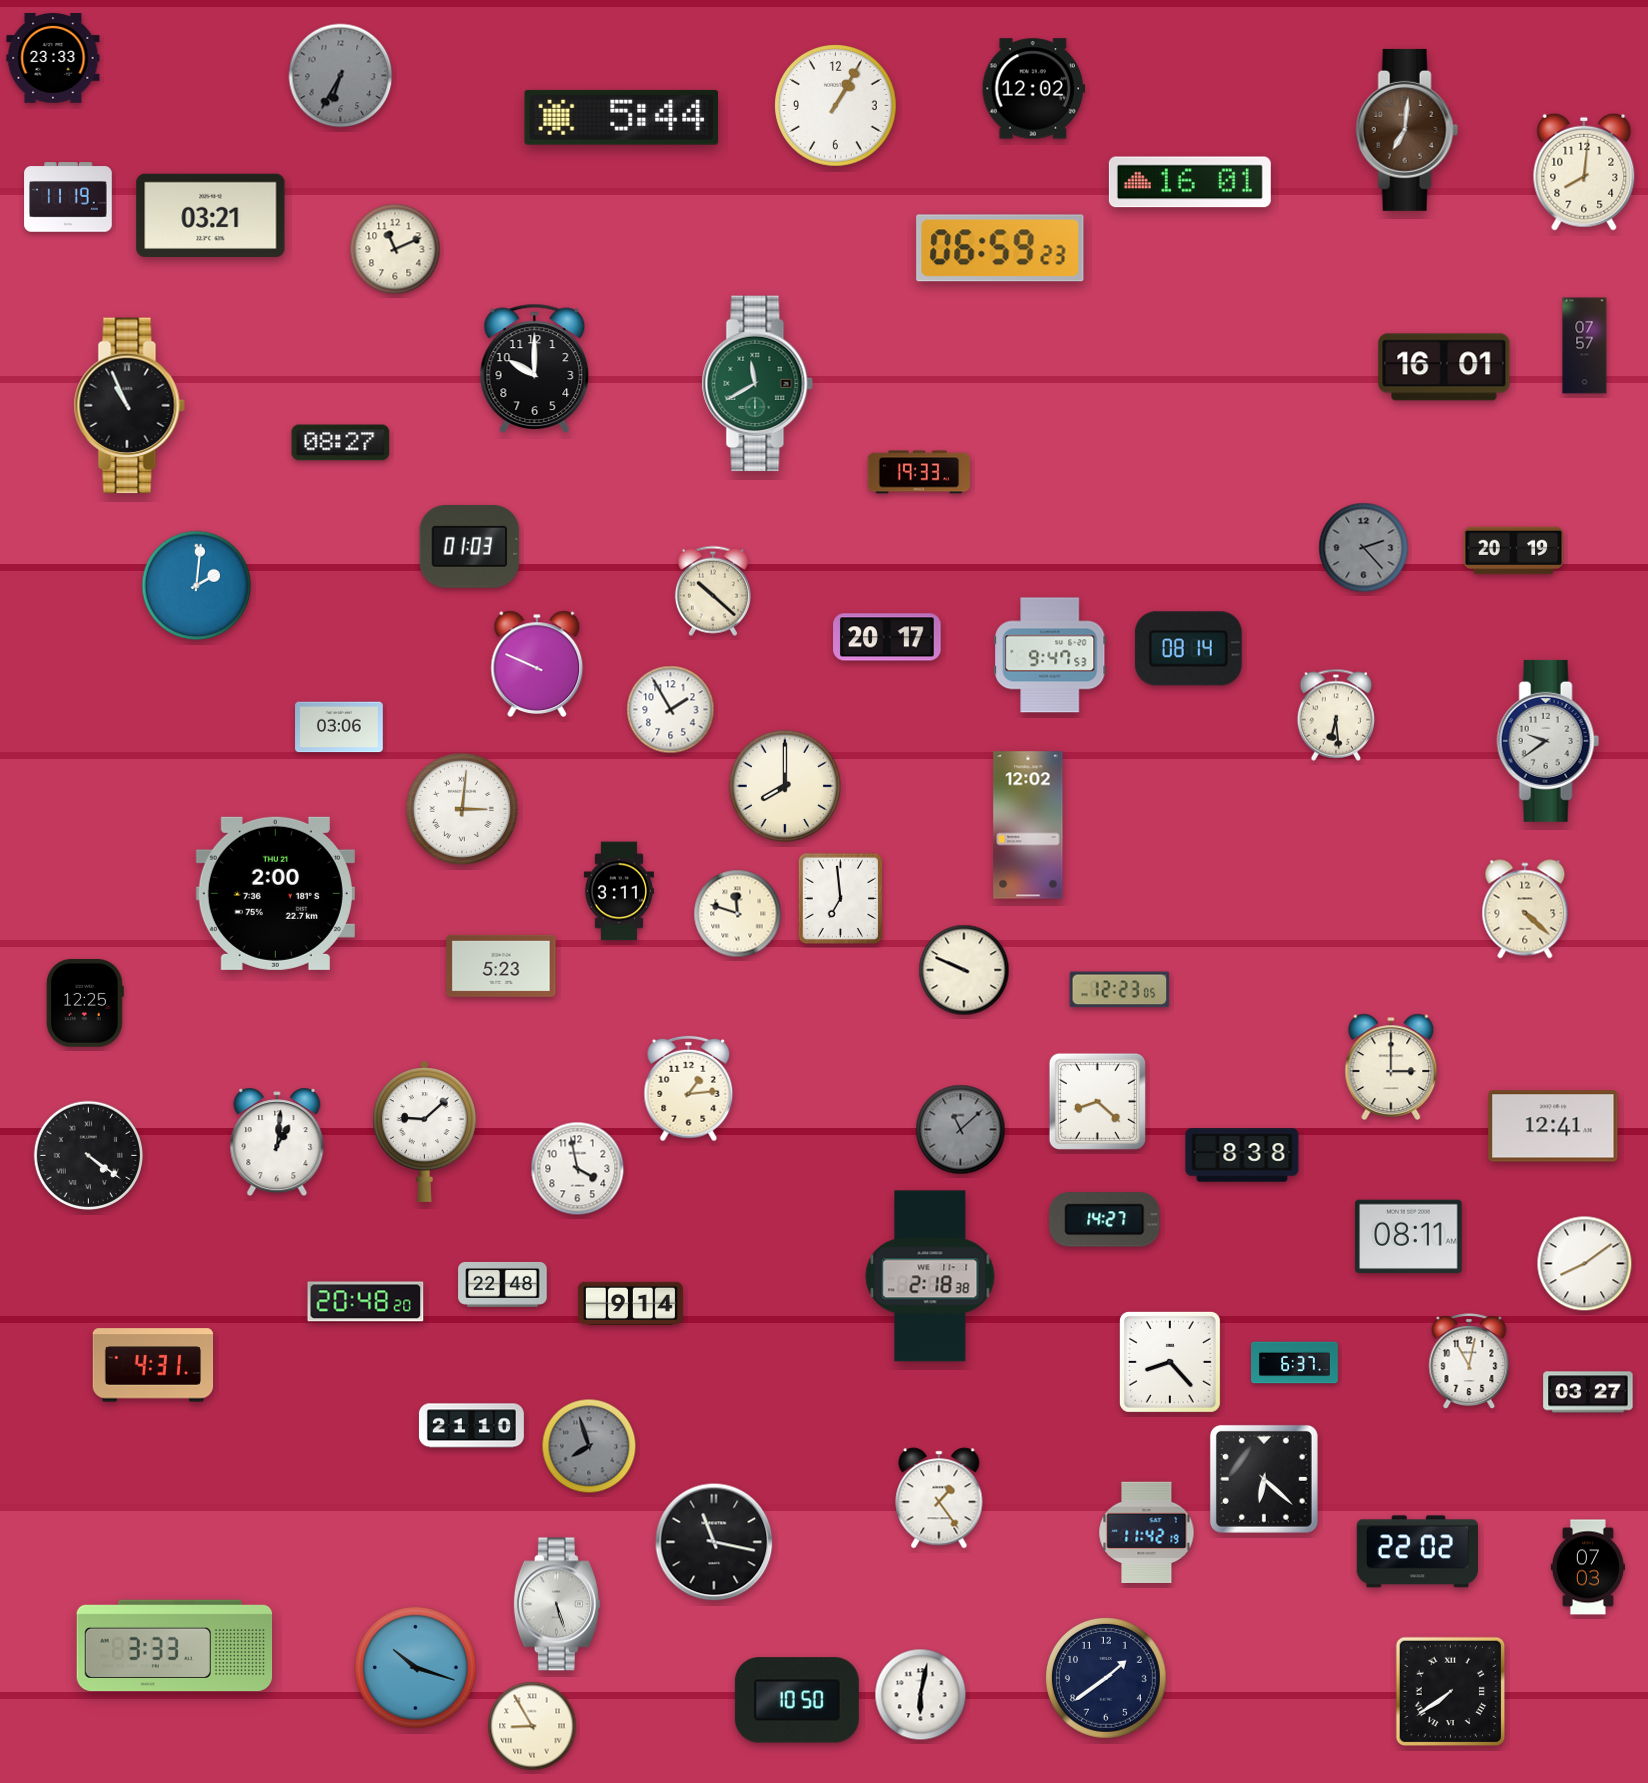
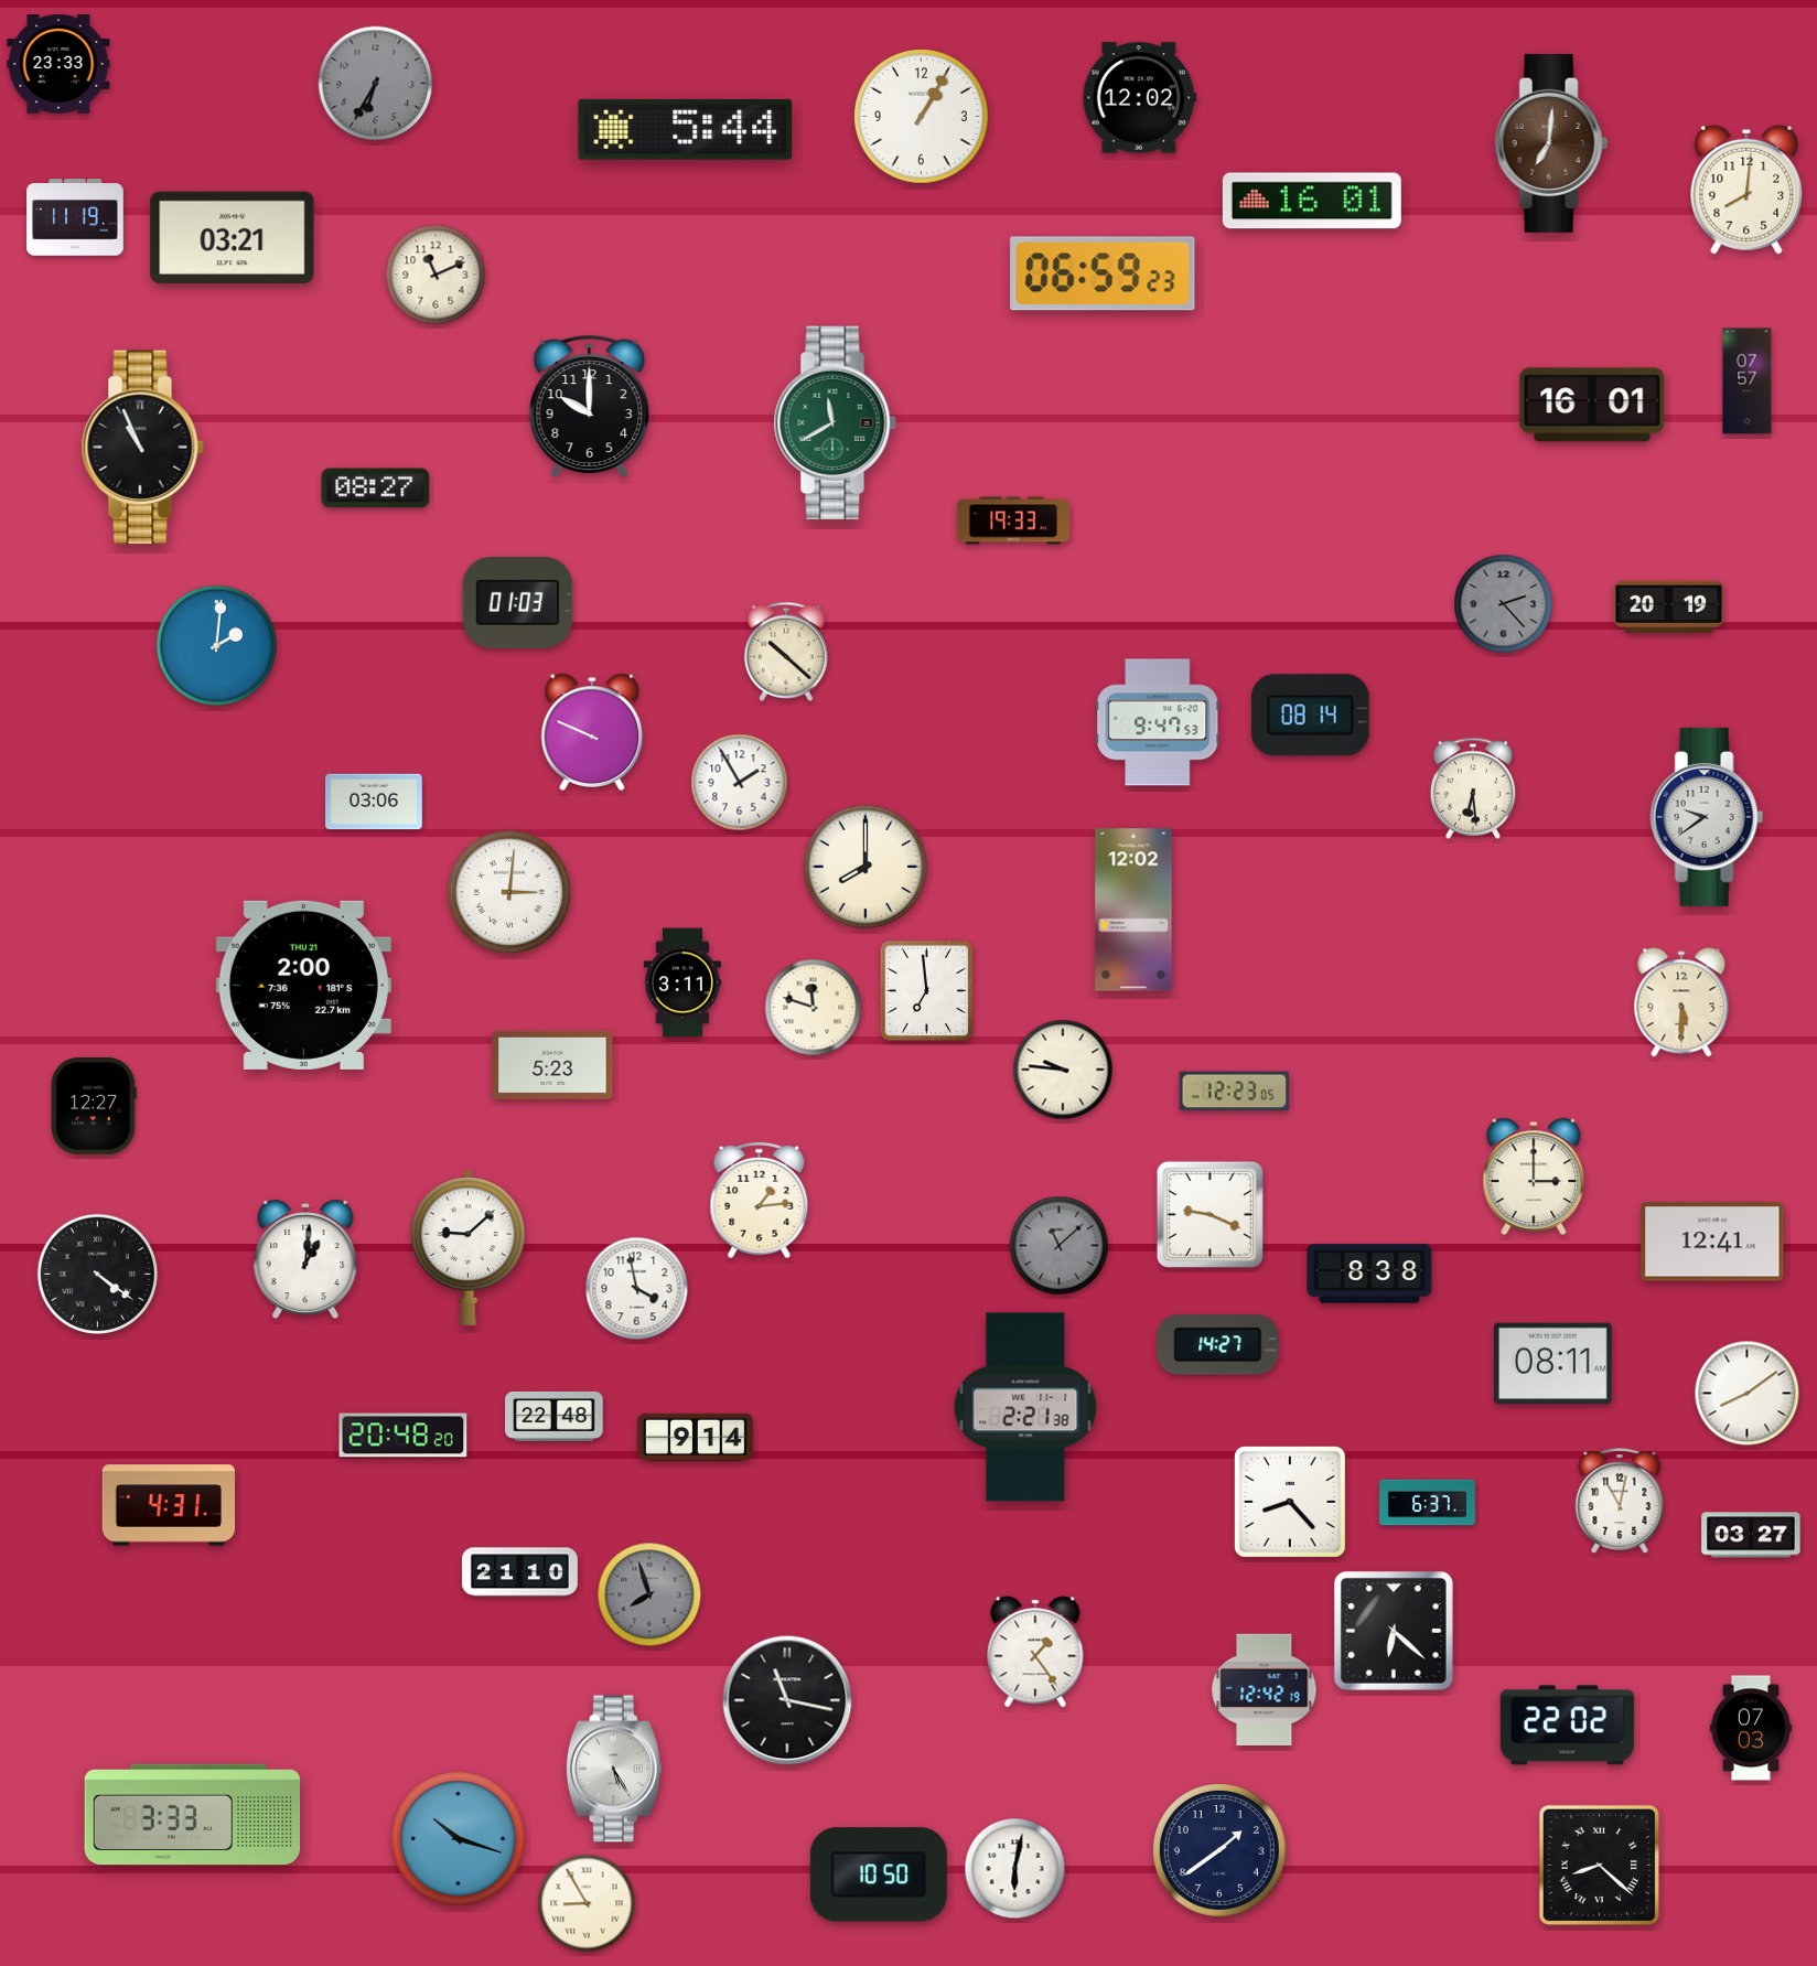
clock at (887, 637): 20:17 -> none
clock at (1525, 909): 4:22 -> 5:30
clock at (964, 970): 9:49 -> 9:46
clock at (85, 1003): 12:25 -> 12:27
clock at (1097, 1101): 8:22 -> 9:19
clock at (930, 1276): 2:18 -> 2:21
clock at (1147, 1533): 11:42 -> 12:42
clock at (1417, 1552) position: (1417, 1552) -> (1567, 1726)
clock at (557, 1604): 5:27 -> 5:25
clock at (1451, 1692): 7:39 -> 8:22
